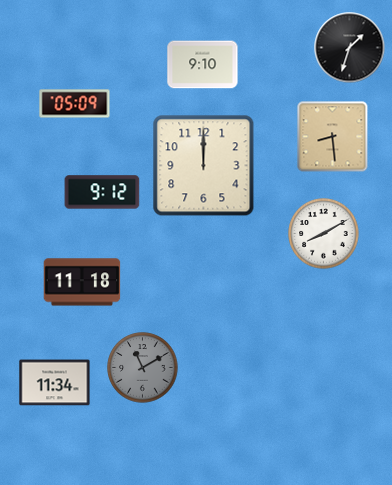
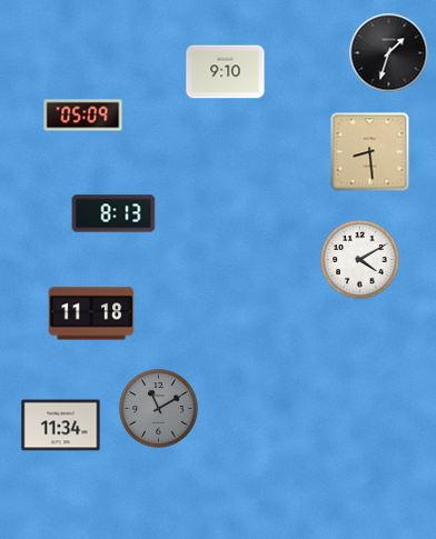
clock at (204, 166): 12:00 -> none
clock at (102, 192): 9:12 -> 8:13
clock at (324, 234): 8:10 -> 4:10
